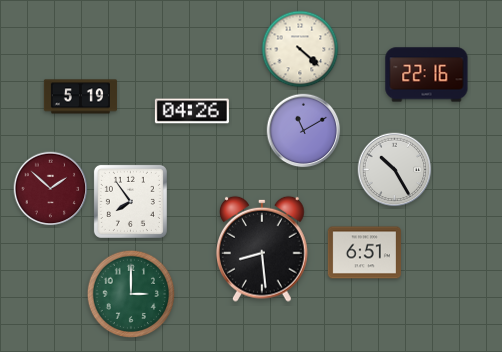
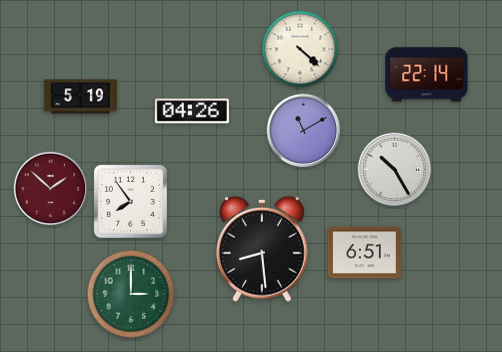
clock at (427, 75): 22:16 -> 22:14
